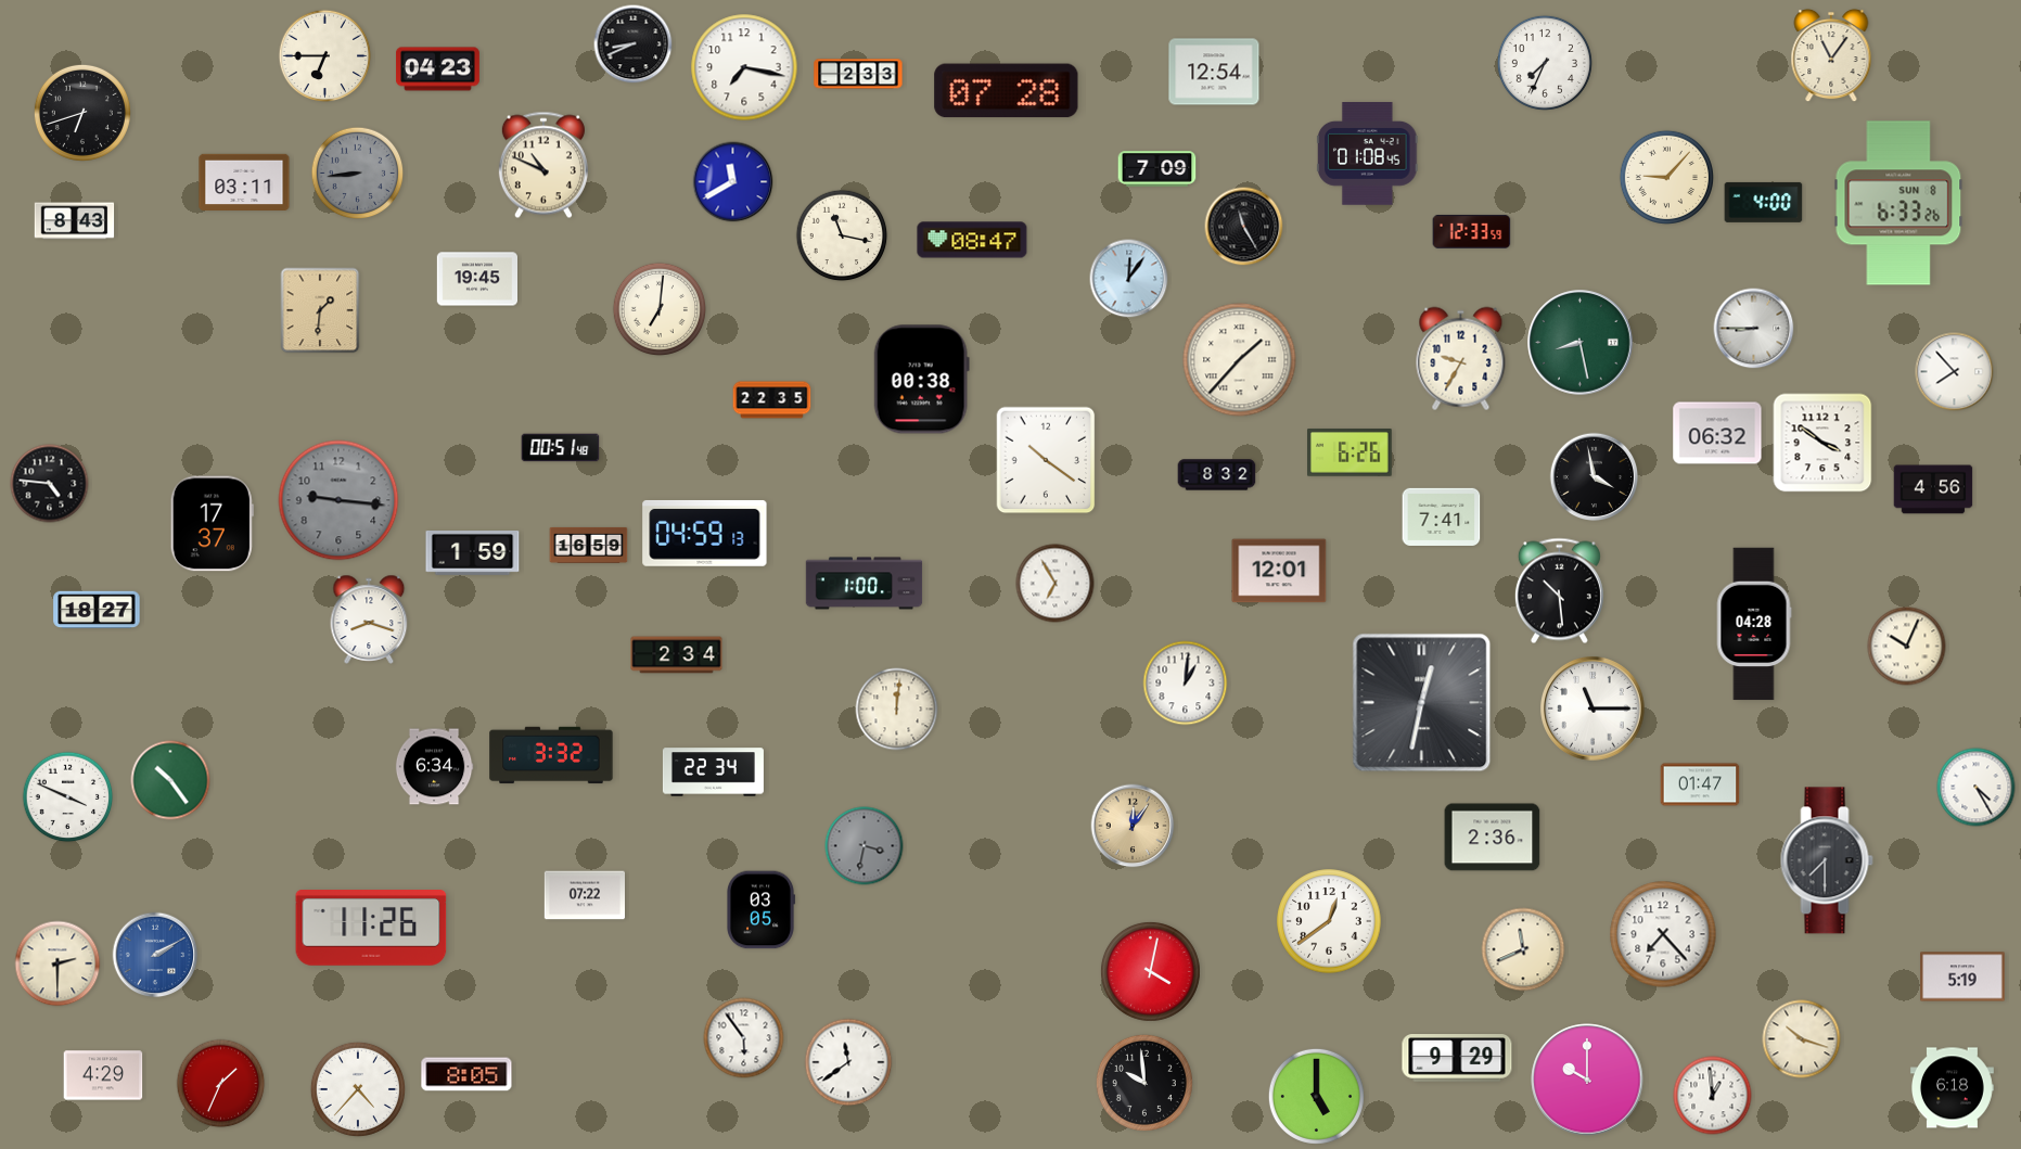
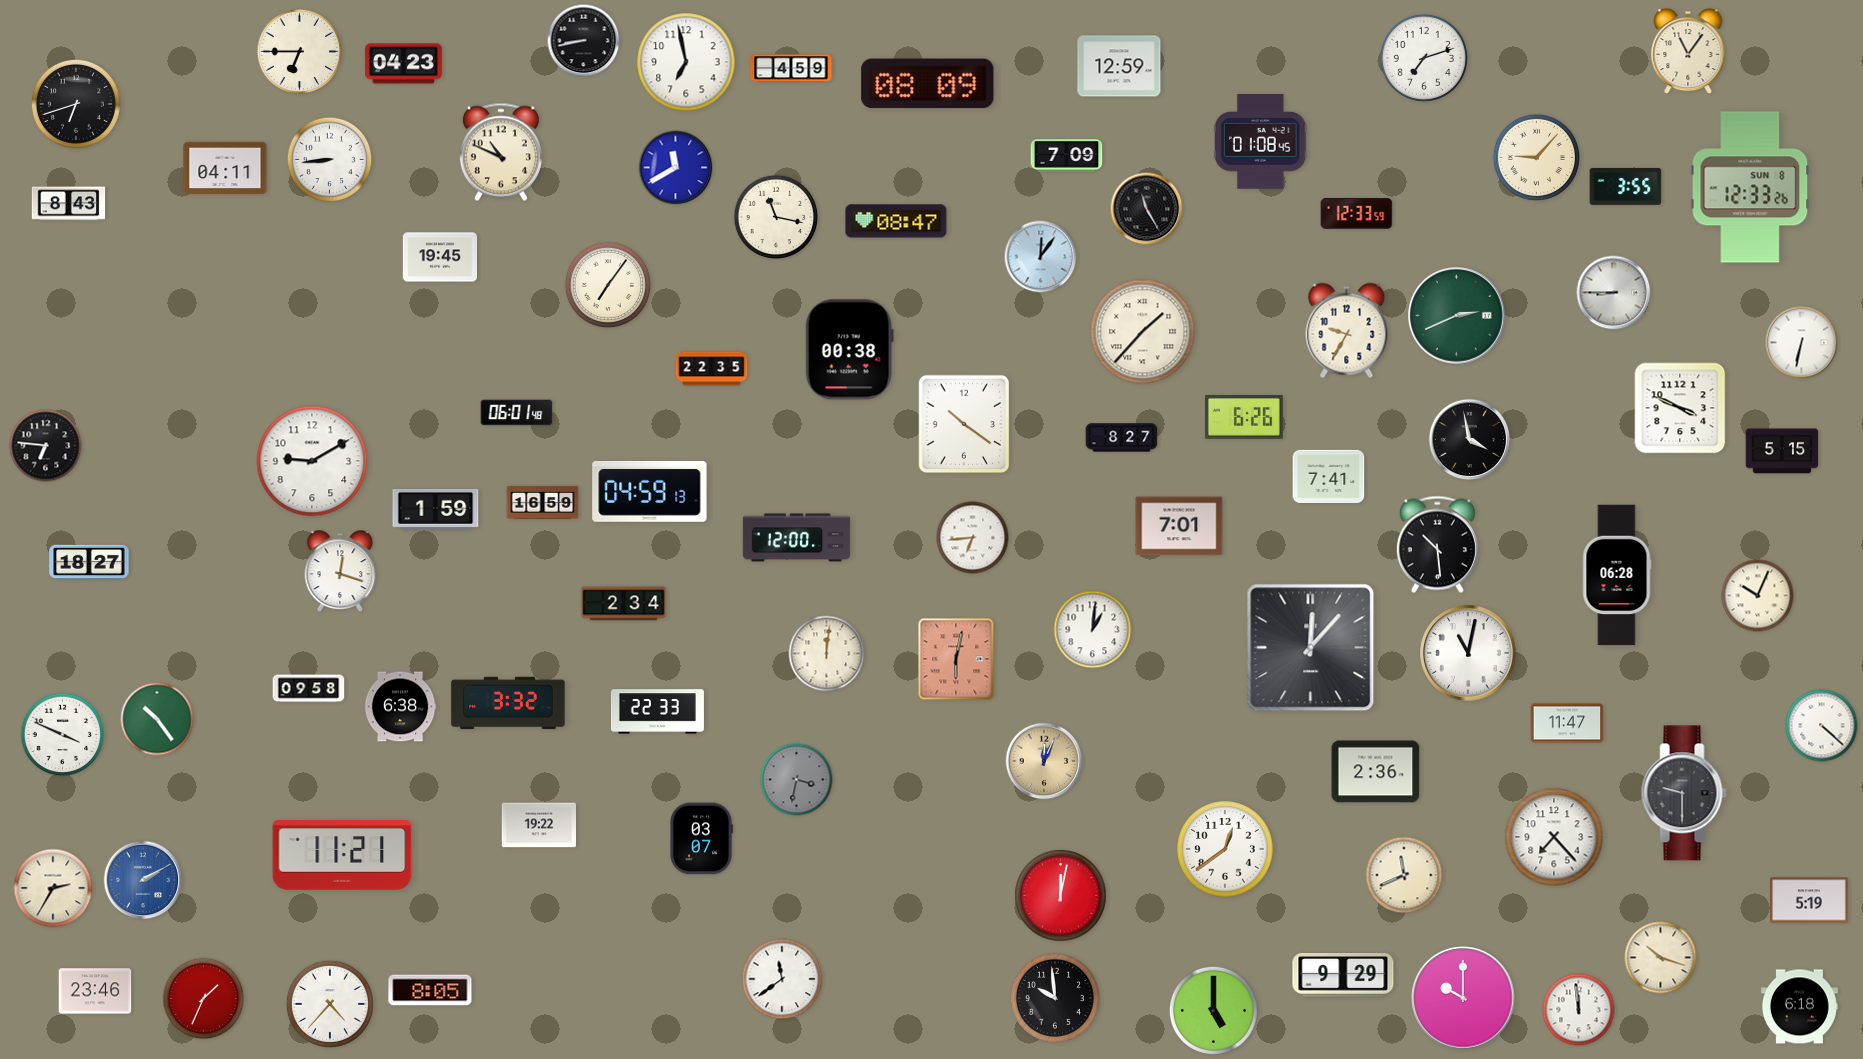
clock at (634, 44): 8:41 -> 8:43
clock at (1545, 63): 7:34 -> 7:12
clock at (744, 67): 7:17 -> 6:58
clock at (1214, 72): 12:54 -> 12:59
clock at (858, 74): 2:33 -> 4:59
clock at (1007, 91): 07:28 -> 08:09
clock at (358, 174) dial: grey -> white
clock at (1666, 177) position: (1666, 177) -> (1536, 157)
clock at (244, 181): 03:11 -> 04:11
clock at (1764, 202): 4:00 -> 3:55
clock at (1898, 203): 6:33 -> 12:33
clock at (658, 308): 7:01 -> 7:06
clock at (320, 310): 1:31 -> none
clock at (1754, 329) position: (1754, 329) -> (1614, 293)
clock at (1581, 343): 8:28 -> 2:41
clock at (1955, 372): 7:53 -> 6:32
clock at (1717, 433): 06:32 -> none
clock at (1822, 443): 3:51 -> 3:49
clock at (561, 448): 00:51 -> 06:01
clock at (1217, 475): 8:32 -> 8:27
clock at (50, 484): 4:46 -> 6:46
clock at (1933, 489): 4:56 -> 5:15
clock at (338, 500): 9:16 -> 9:10
clock at (338, 500) dial: grey -> white
clock at (212, 524): 17:37 -> none
clock at (1279, 571): 12:01 -> 7:01
clock at (865, 584): 1:00 -> 12:00
clock at (1056, 584): 6:55 -> 6:44
clock at (369, 620): 8:18 -> 12:18
clock at (1754, 624): 04:28 -> 06:28
clock at (1422, 703): 12:32 -> 12:07
clock at (1593, 708): 11:15 -> 11:02
clock at (956, 659): none -> 6:02
clock at (309, 689): none -> 09:58
clock at (551, 755) position: (551, 755) -> (508, 703)
clock at (434, 767): 6:34 -> 6:38
clock at (713, 773): 22:34 -> 22:33
clock at (1700, 784): 01:47 -> 11:47
clock at (1977, 788): 4:25 -> 4:22
clock at (1133, 826): 12:06 -> 12:04
clock at (1827, 860): 7:30 -> 9:30
clock at (585, 895): 07:22 -> 19:22
clock at (762, 910): 03:05 -> 03:07
clock at (371, 929): 11:26 -> 11:21
clock at (1663, 934) position: (1663, 934) -> (1554, 837)
clock at (57, 963): 2:30 -> 2:35
clock at (1150, 971): 4:02 -> 12:02
clock at (744, 1038): 5:54 -> none
clock at (103, 1075): 4:29 -> 23:46
clock at (1587, 1080) position: (1587, 1080) -> (1463, 998)
clock at (1952, 1088) position: (1952, 1088) -> (1799, 1007)
clock at (1713, 1096): 12:59 -> 11:59
